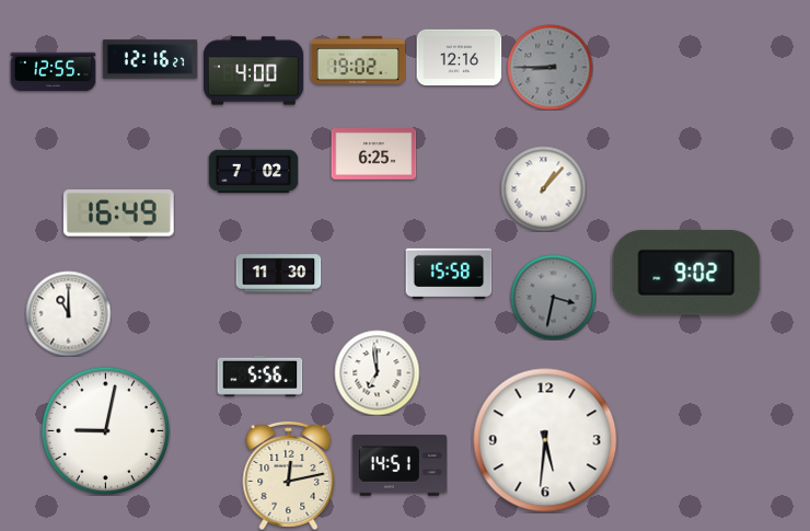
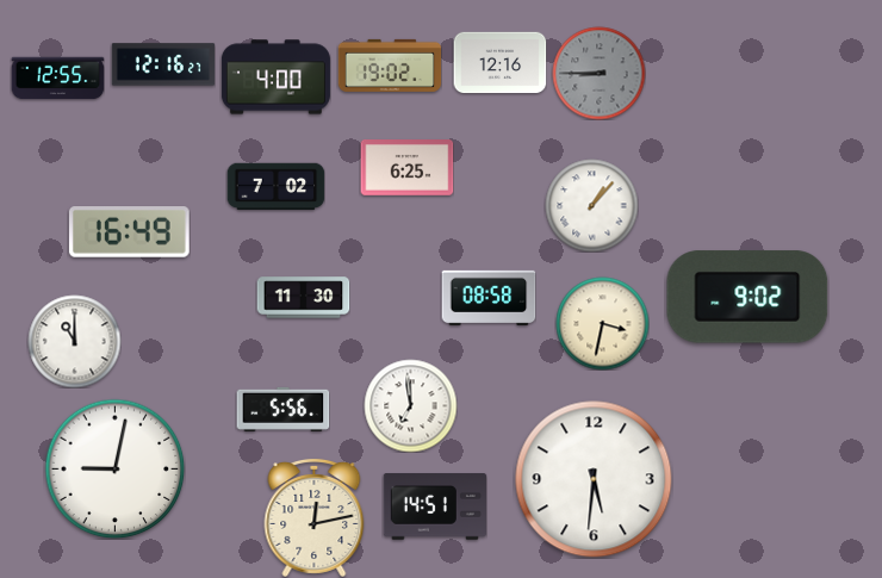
clock at (449, 273): 15:58 -> 08:58
clock at (553, 297) dial: grey -> cream
